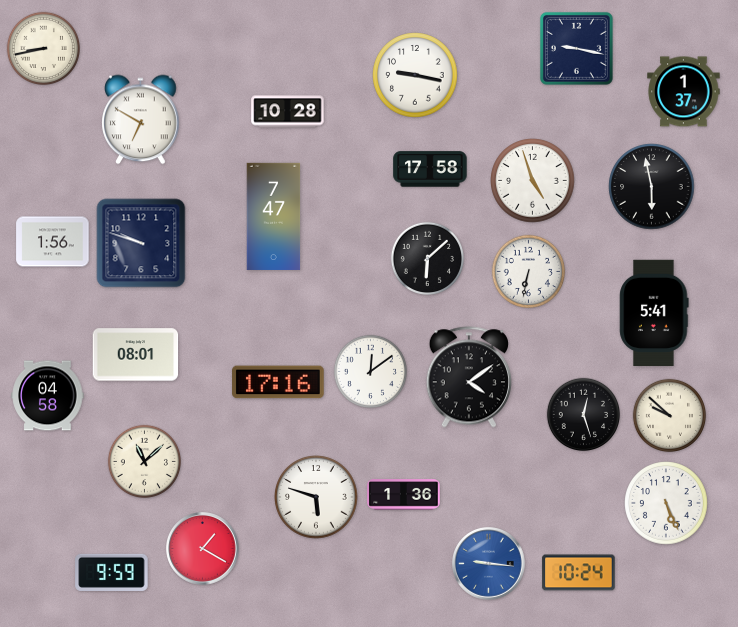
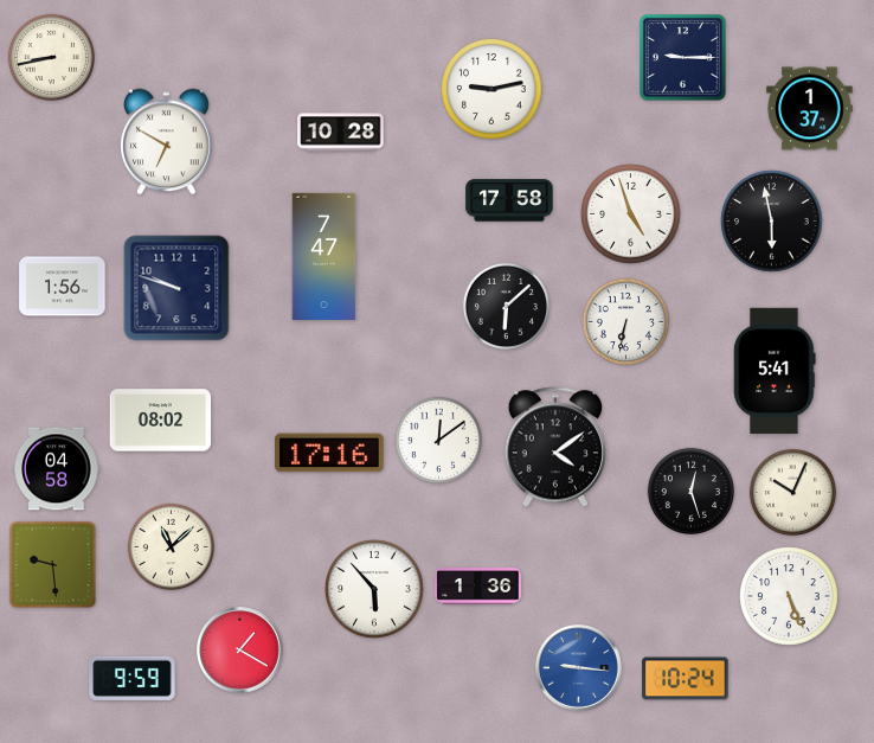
clock at (576, 48): 9:17 -> 9:15
clock at (415, 75): 9:17 -> 9:13
clock at (141, 243) position: (141, 243) -> (176, 288)
clock at (136, 355): 08:01 -> 08:02
clock at (669, 415): 9:52 -> 10:04
clock at (53, 565): none -> 9:29
clock at (316, 497): 5:48 -> 5:53
